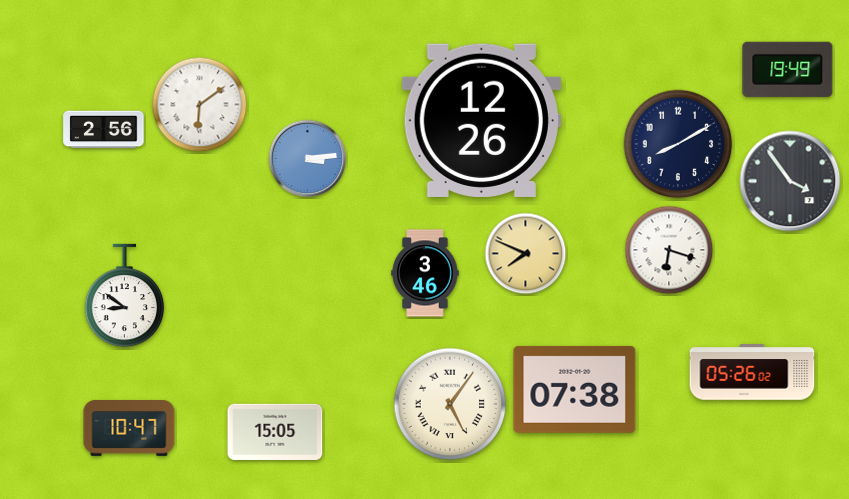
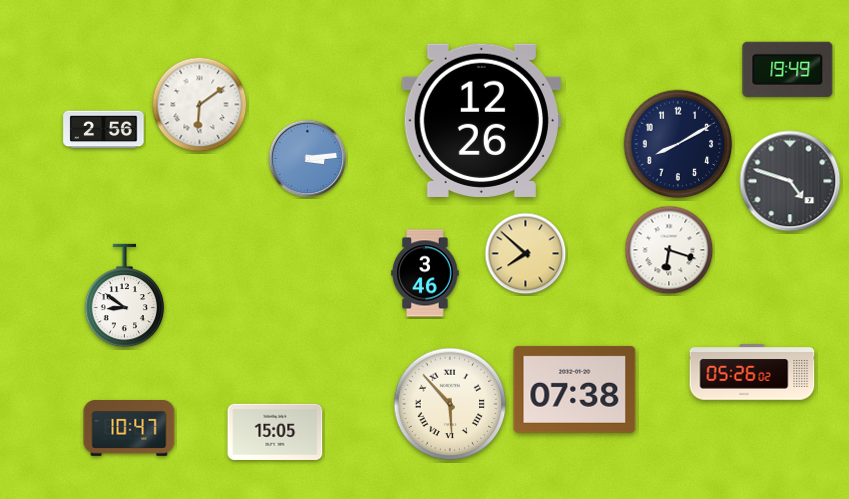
clock at (790, 181): 3:54 -> 4:48
clock at (526, 254): 7:49 -> 7:52
clock at (450, 404): 5:06 -> 5:53
